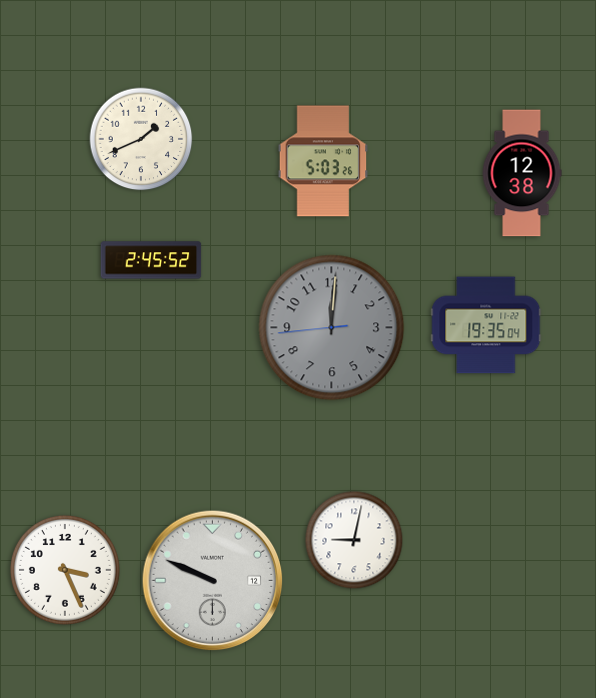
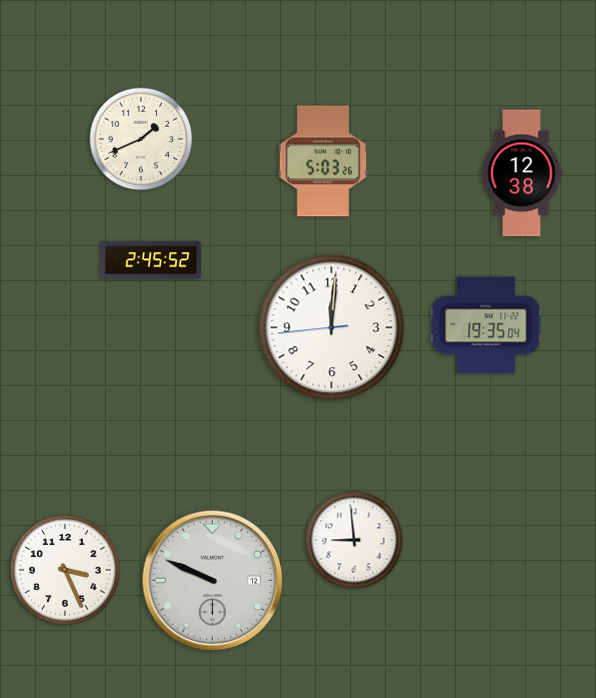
clock at (332, 328) dial: grey -> white
clock at (354, 540): 9:02 -> 8:59
